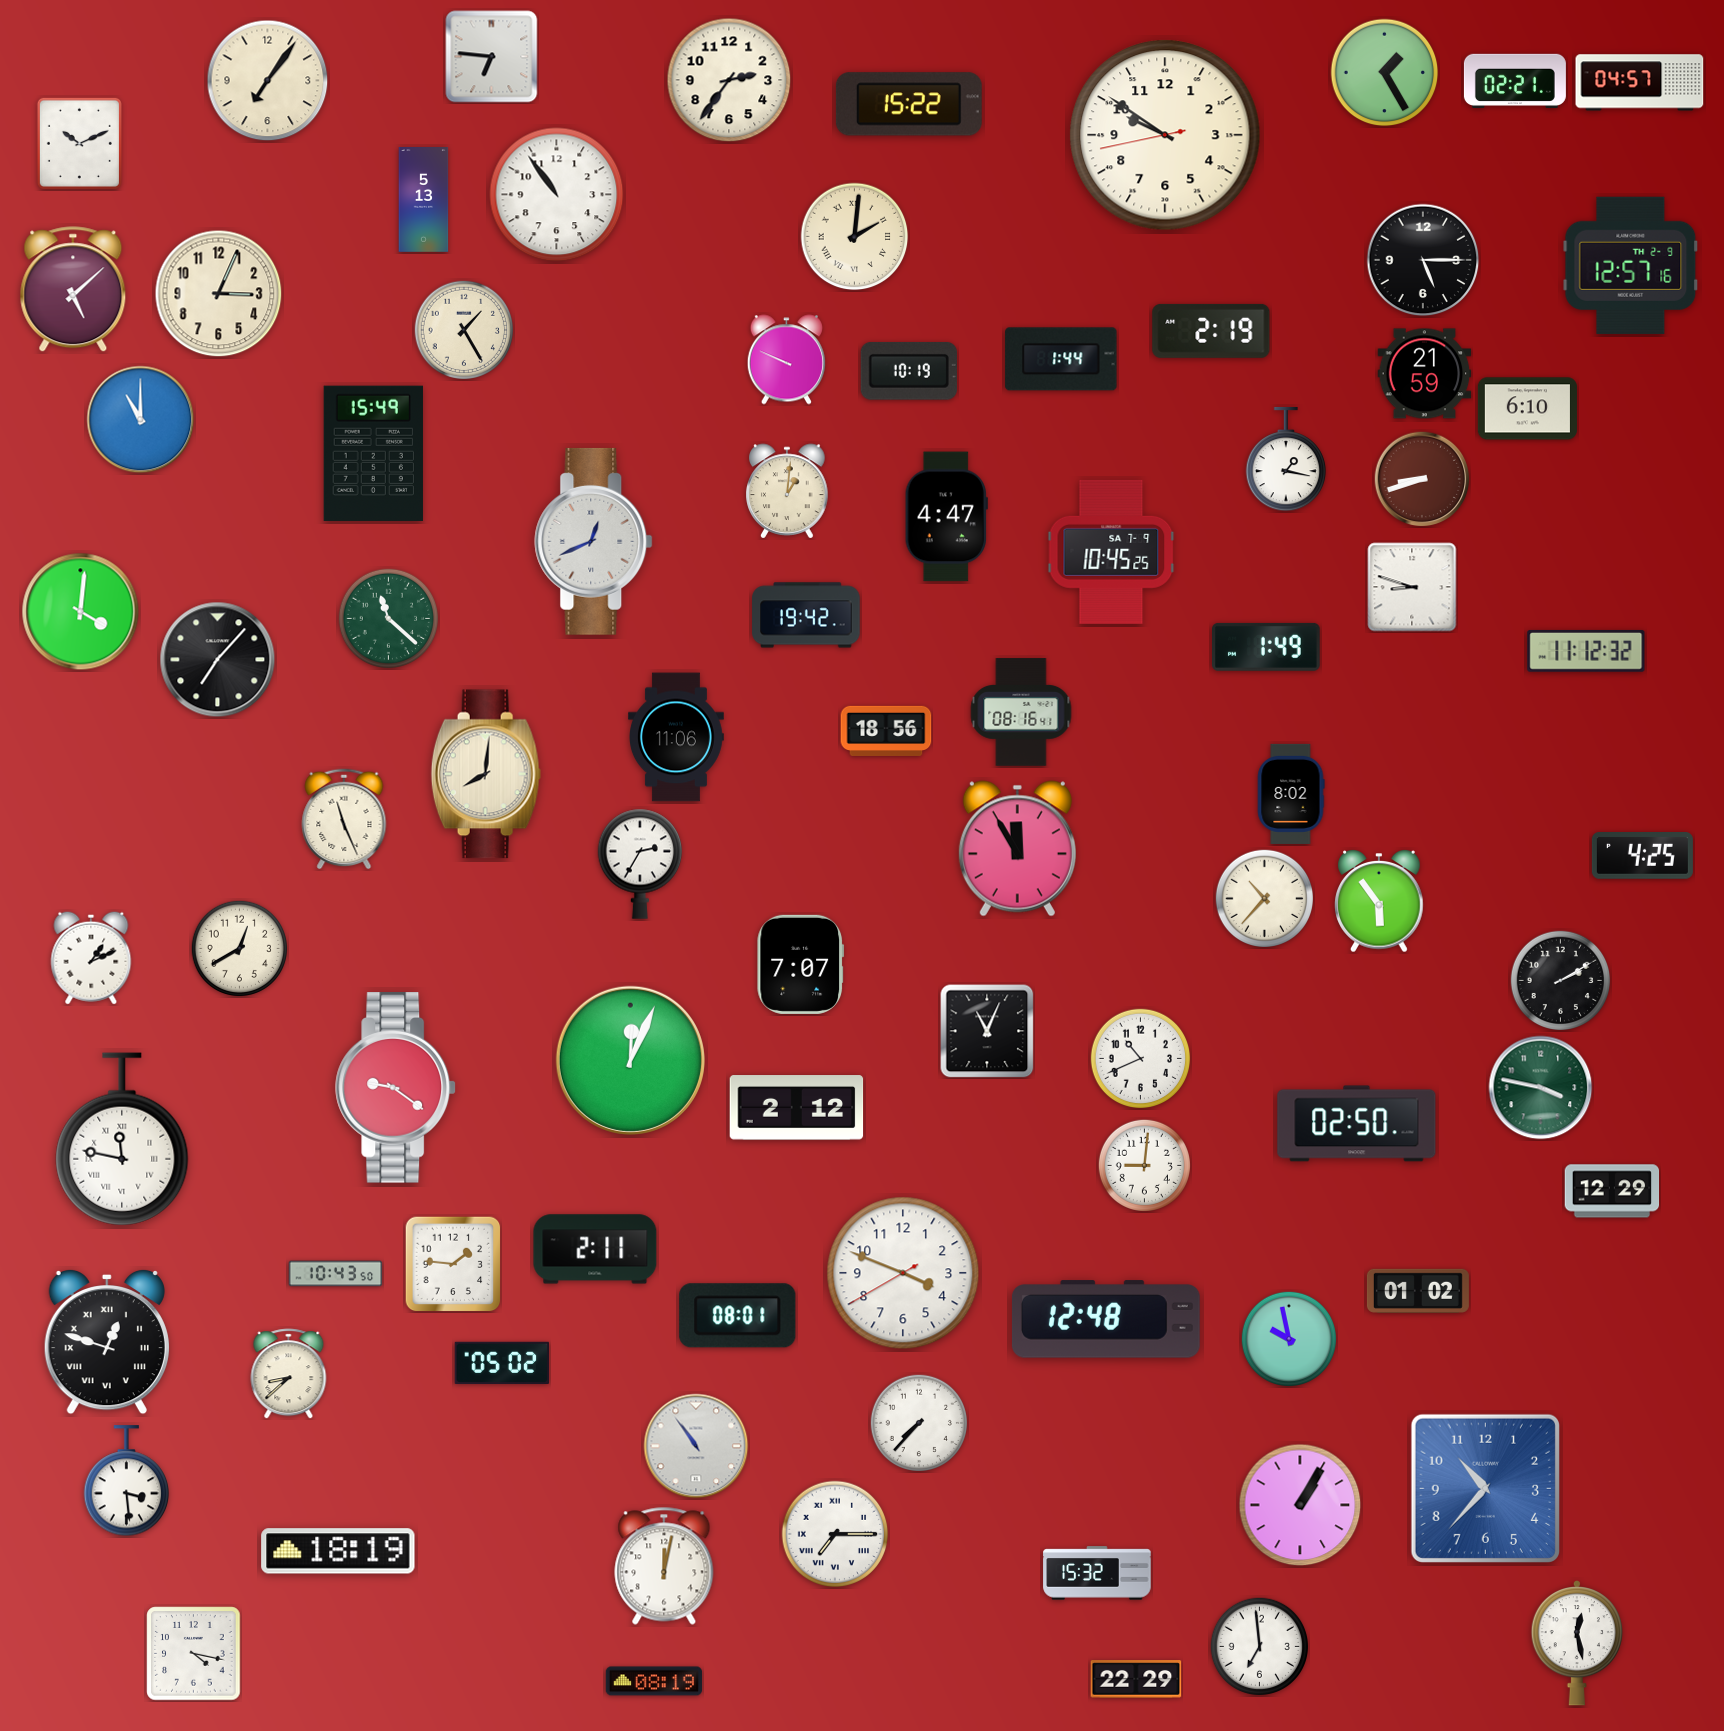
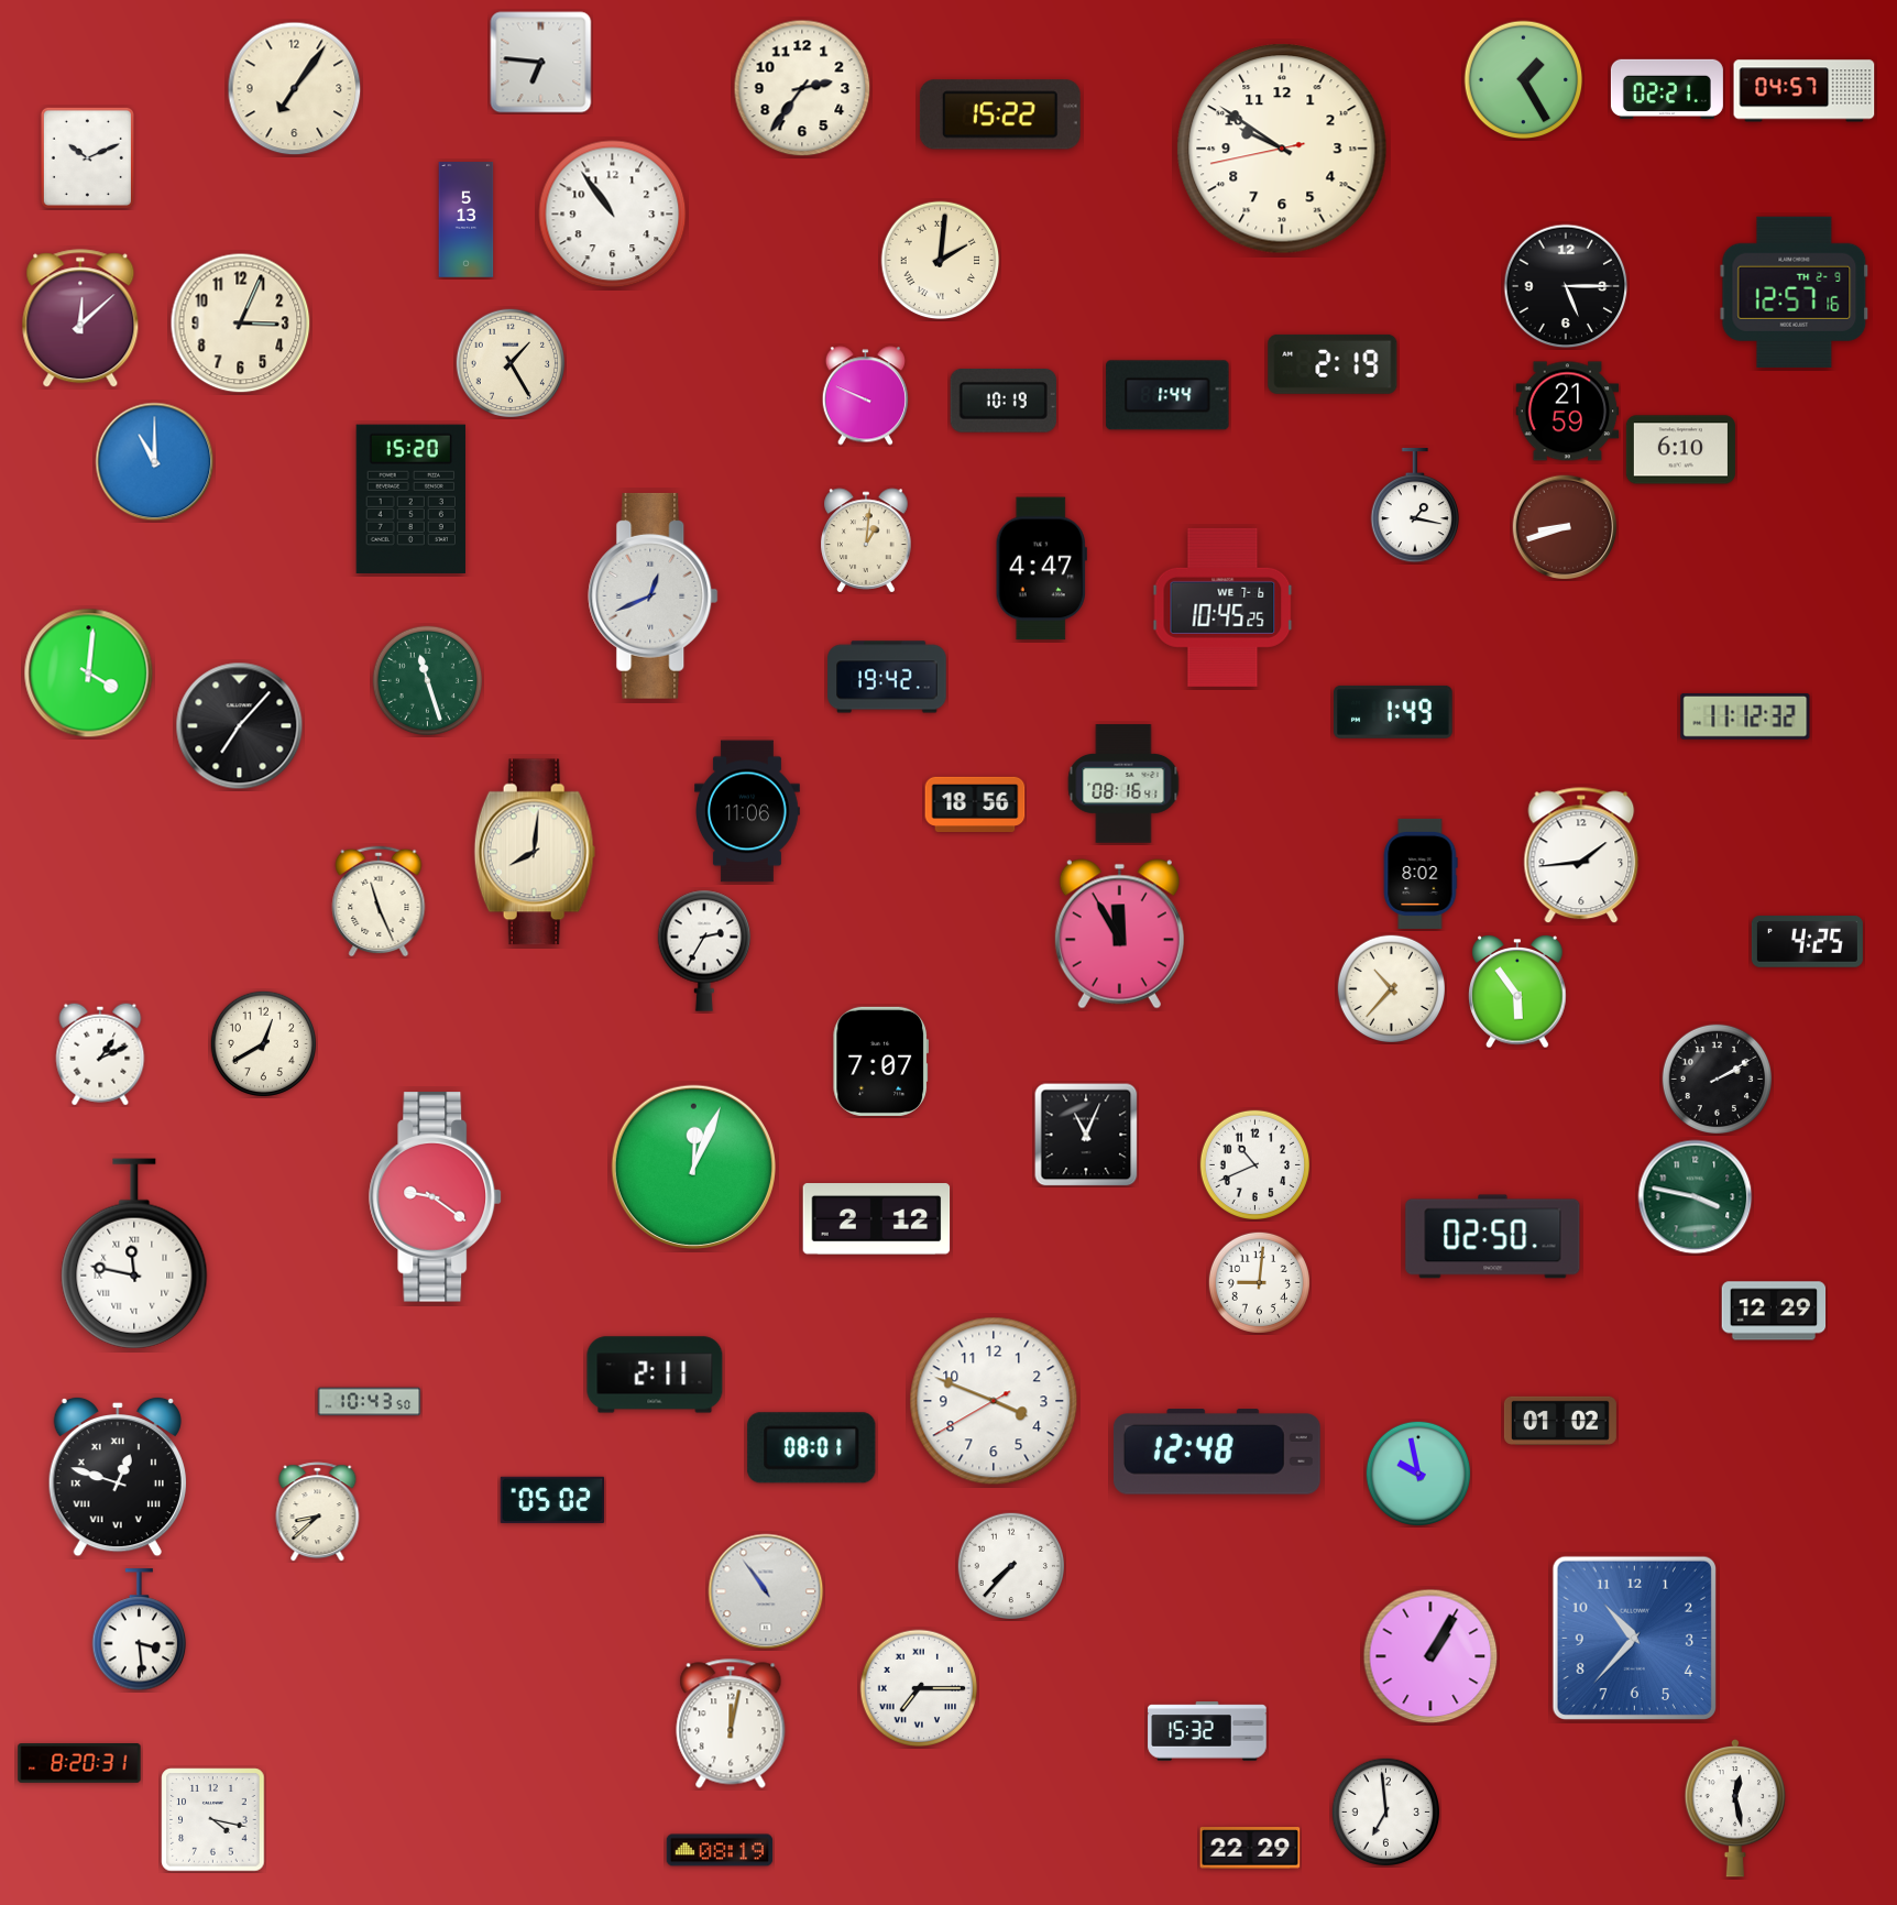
clock at (73, 290): 5:08 -> 12:08
clock at (909, 372) position: (909, 372) -> (1004, 402)
clock at (373, 453): 15:49 -> 15:20
clock at (1111, 552) date: SA 7-9 -> WE 7-6
clock at (1412, 587): 8:48 -> none
clock at (389, 619): 11:22 -> 11:27
clock at (677, 737) position: (677, 737) -> (748, 811)
clock at (1581, 855): none -> 1:44
clock at (453, 1264): 1:46 -> none
clock at (338, 1551): 18:19 -> none
clock at (79, 1764): none -> 8:20
